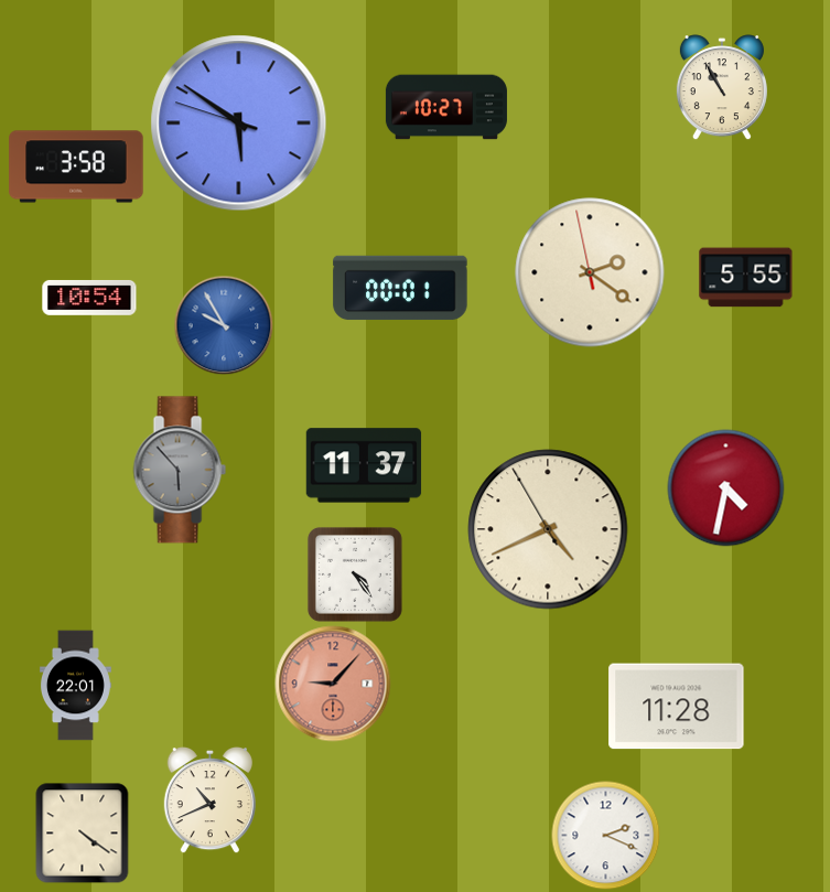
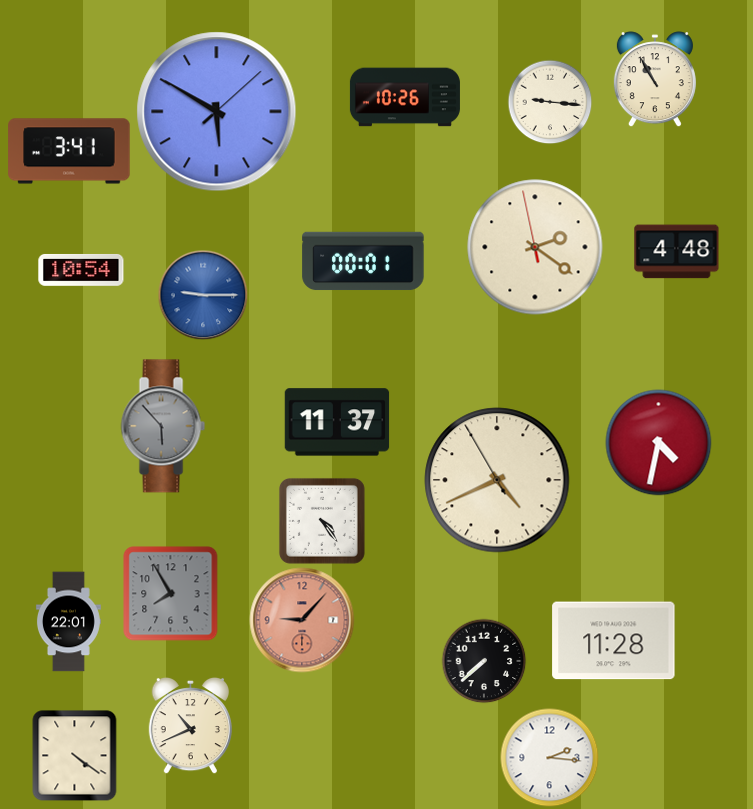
clock at (446, 107): 10:27 -> 10:26
clock at (550, 102): none -> 9:16
clock at (239, 123): 5:50:48 -> 5:50:08
clock at (76, 166): 3:58 -> 3:41
clock at (746, 278): 5:55 -> 4:48
clock at (224, 325): 9:55 -> 9:15
clock at (364, 465) position: (364, 465) -> (337, 422)
clock at (171, 594): none -> 7:55
clock at (484, 661): none -> 7:38
clock at (606, 836): 2:19 -> 2:16
